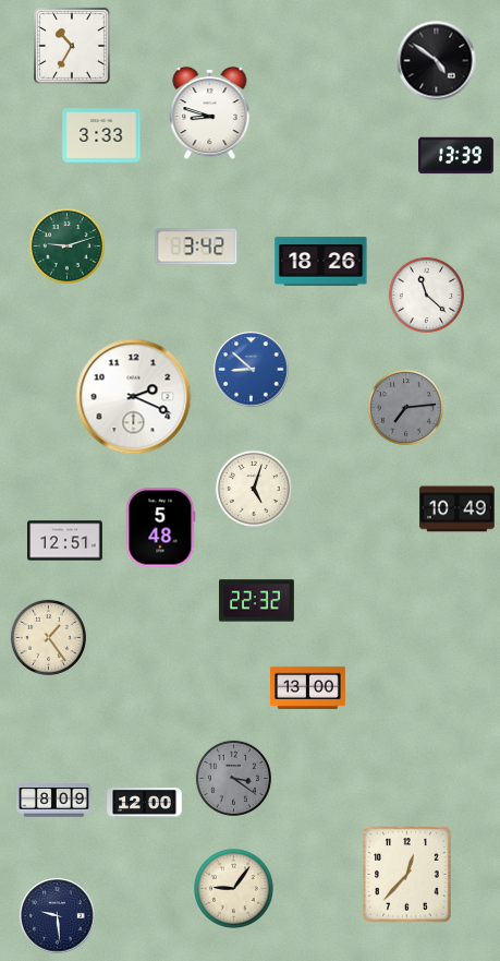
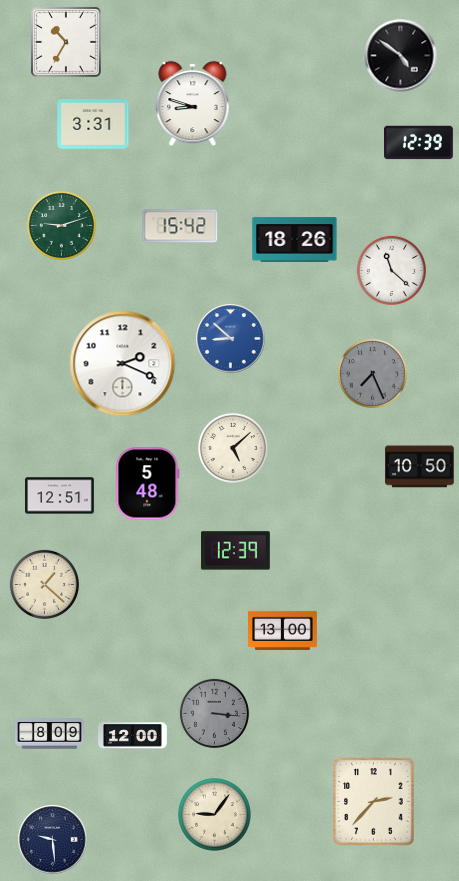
clock at (101, 135): 3:33 -> 3:31
clock at (456, 156): 13:39 -> 12:39
clock at (196, 247): 3:42 -> 15:42
clock at (405, 407): 7:14 -> 7:26
clock at (254, 489): 5:03 -> 5:08
clock at (458, 509): 10:49 -> 10:50
clock at (257, 601): 22:32 -> 12:39
clock at (48, 637): 1:24 -> 1:22
clock at (233, 778): 3:21 -> 3:16
clock at (407, 875): 12:37 -> 2:37
